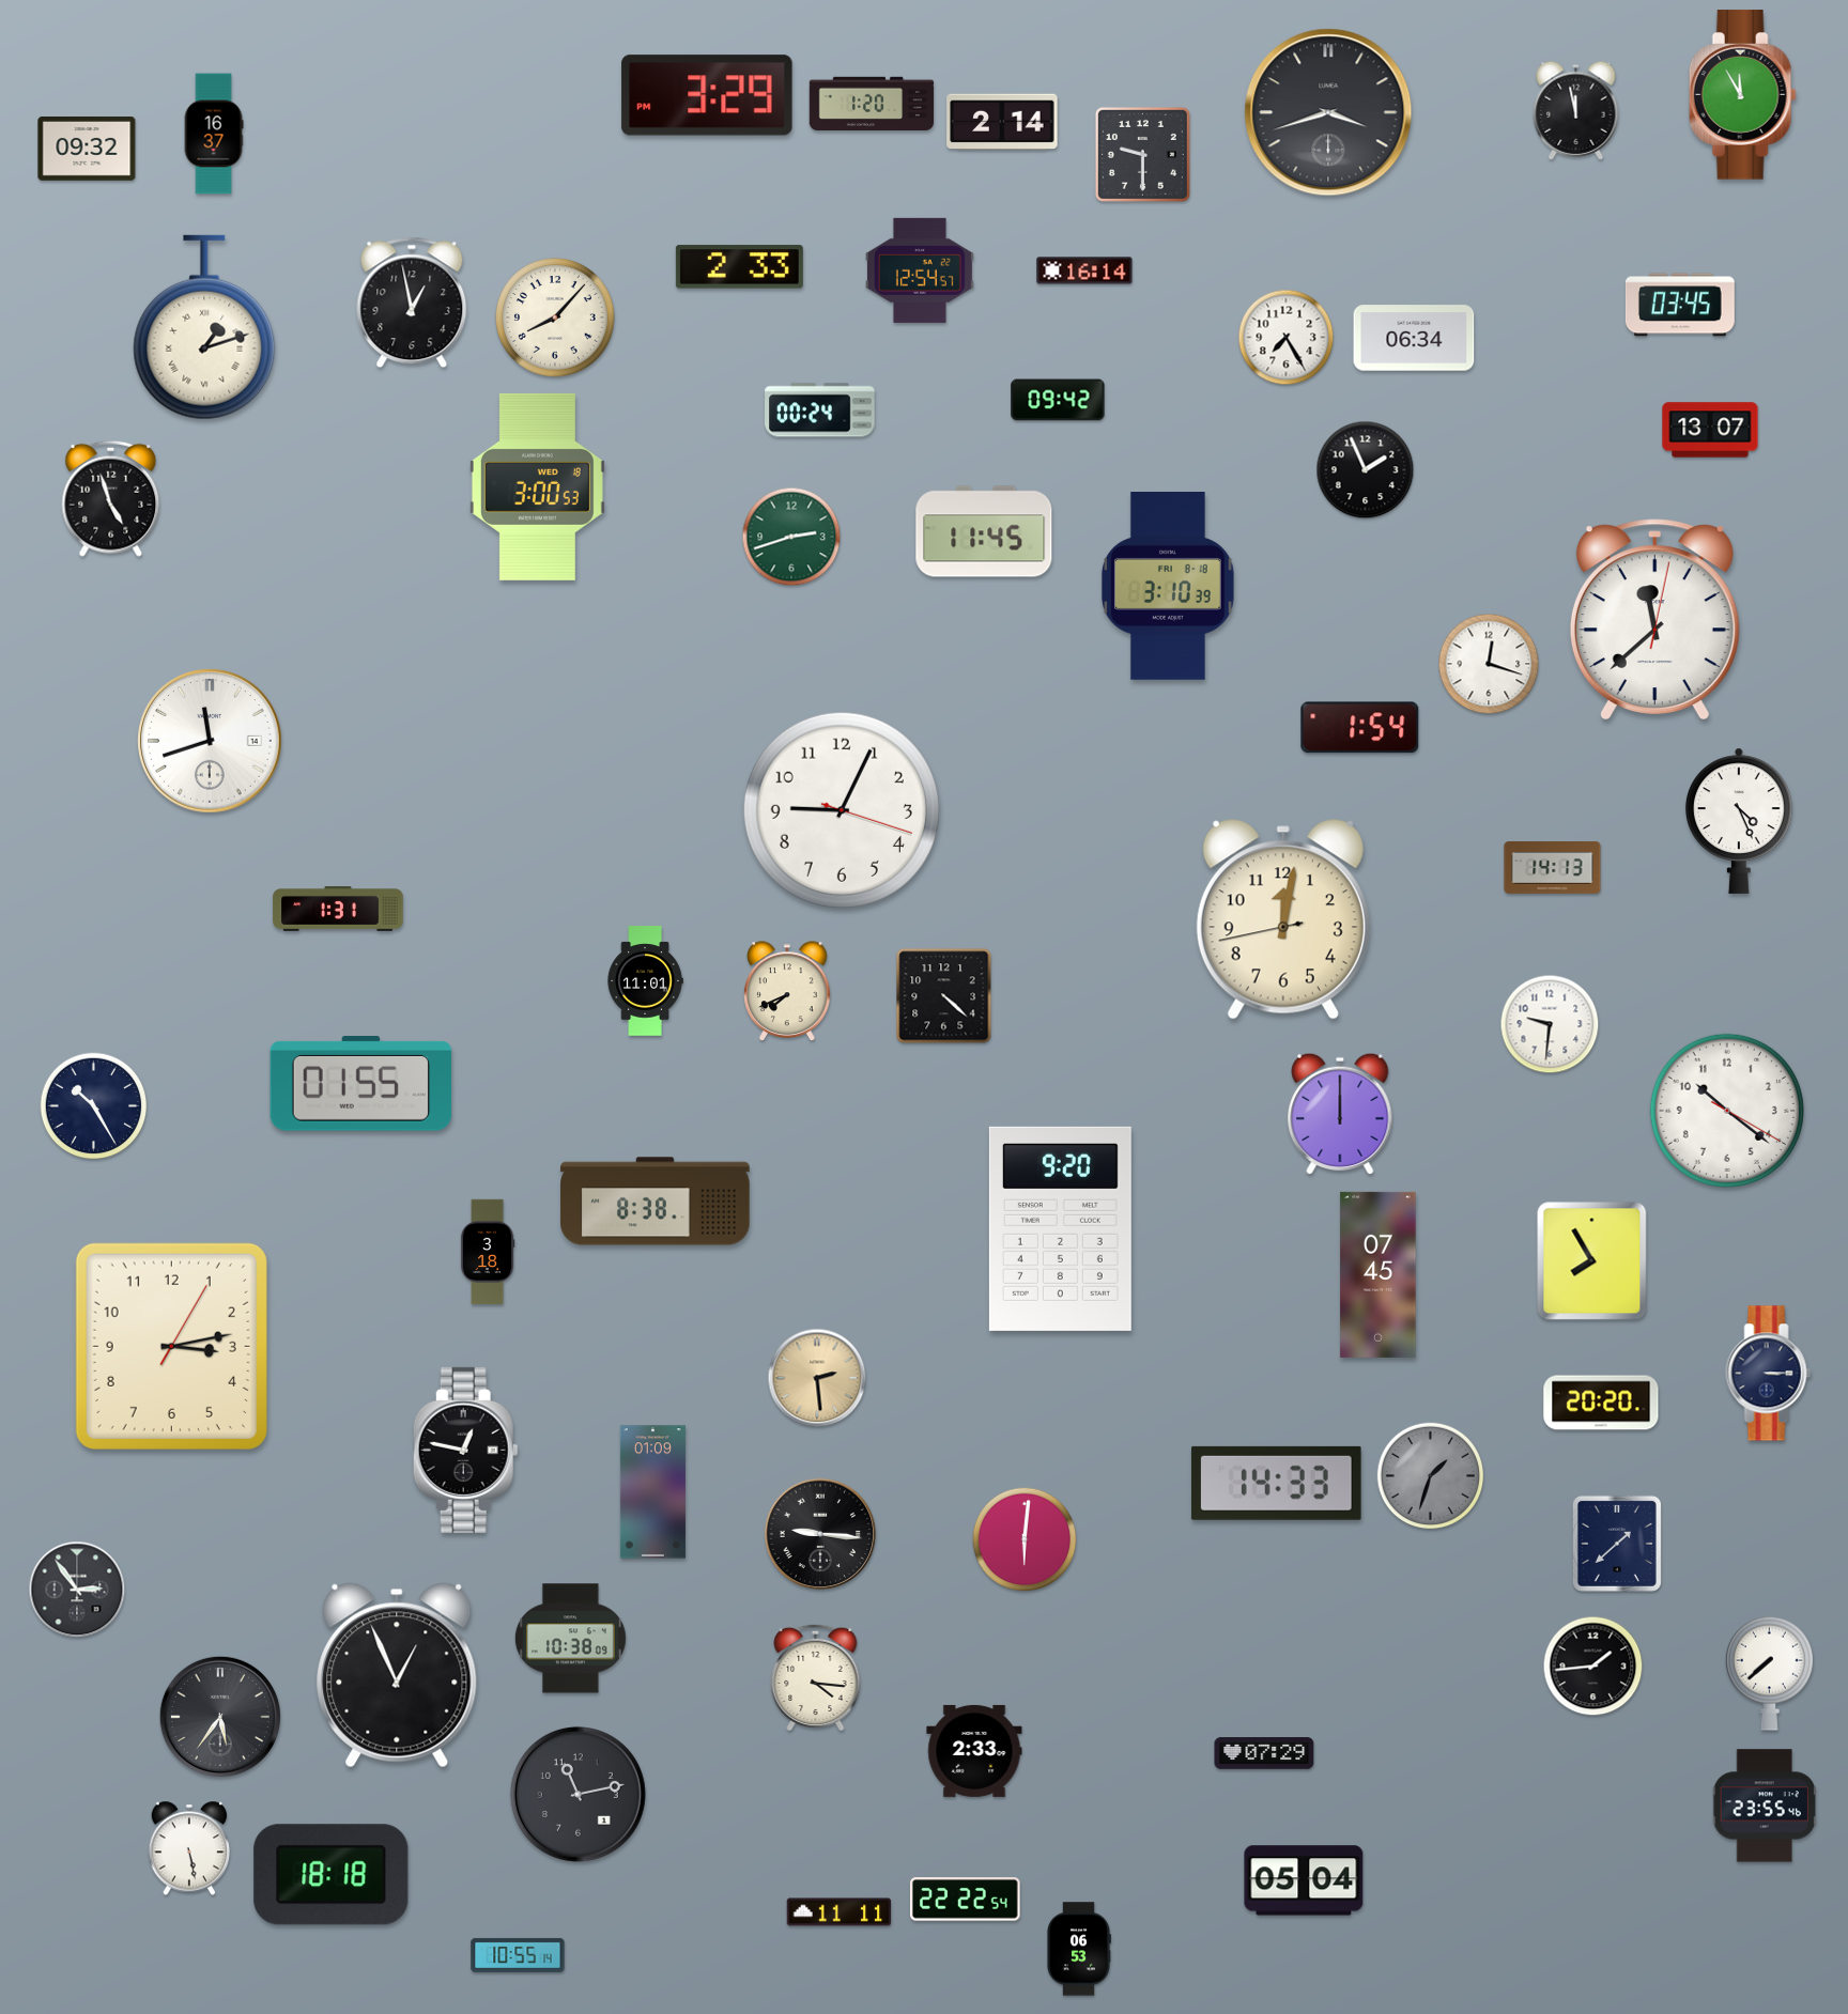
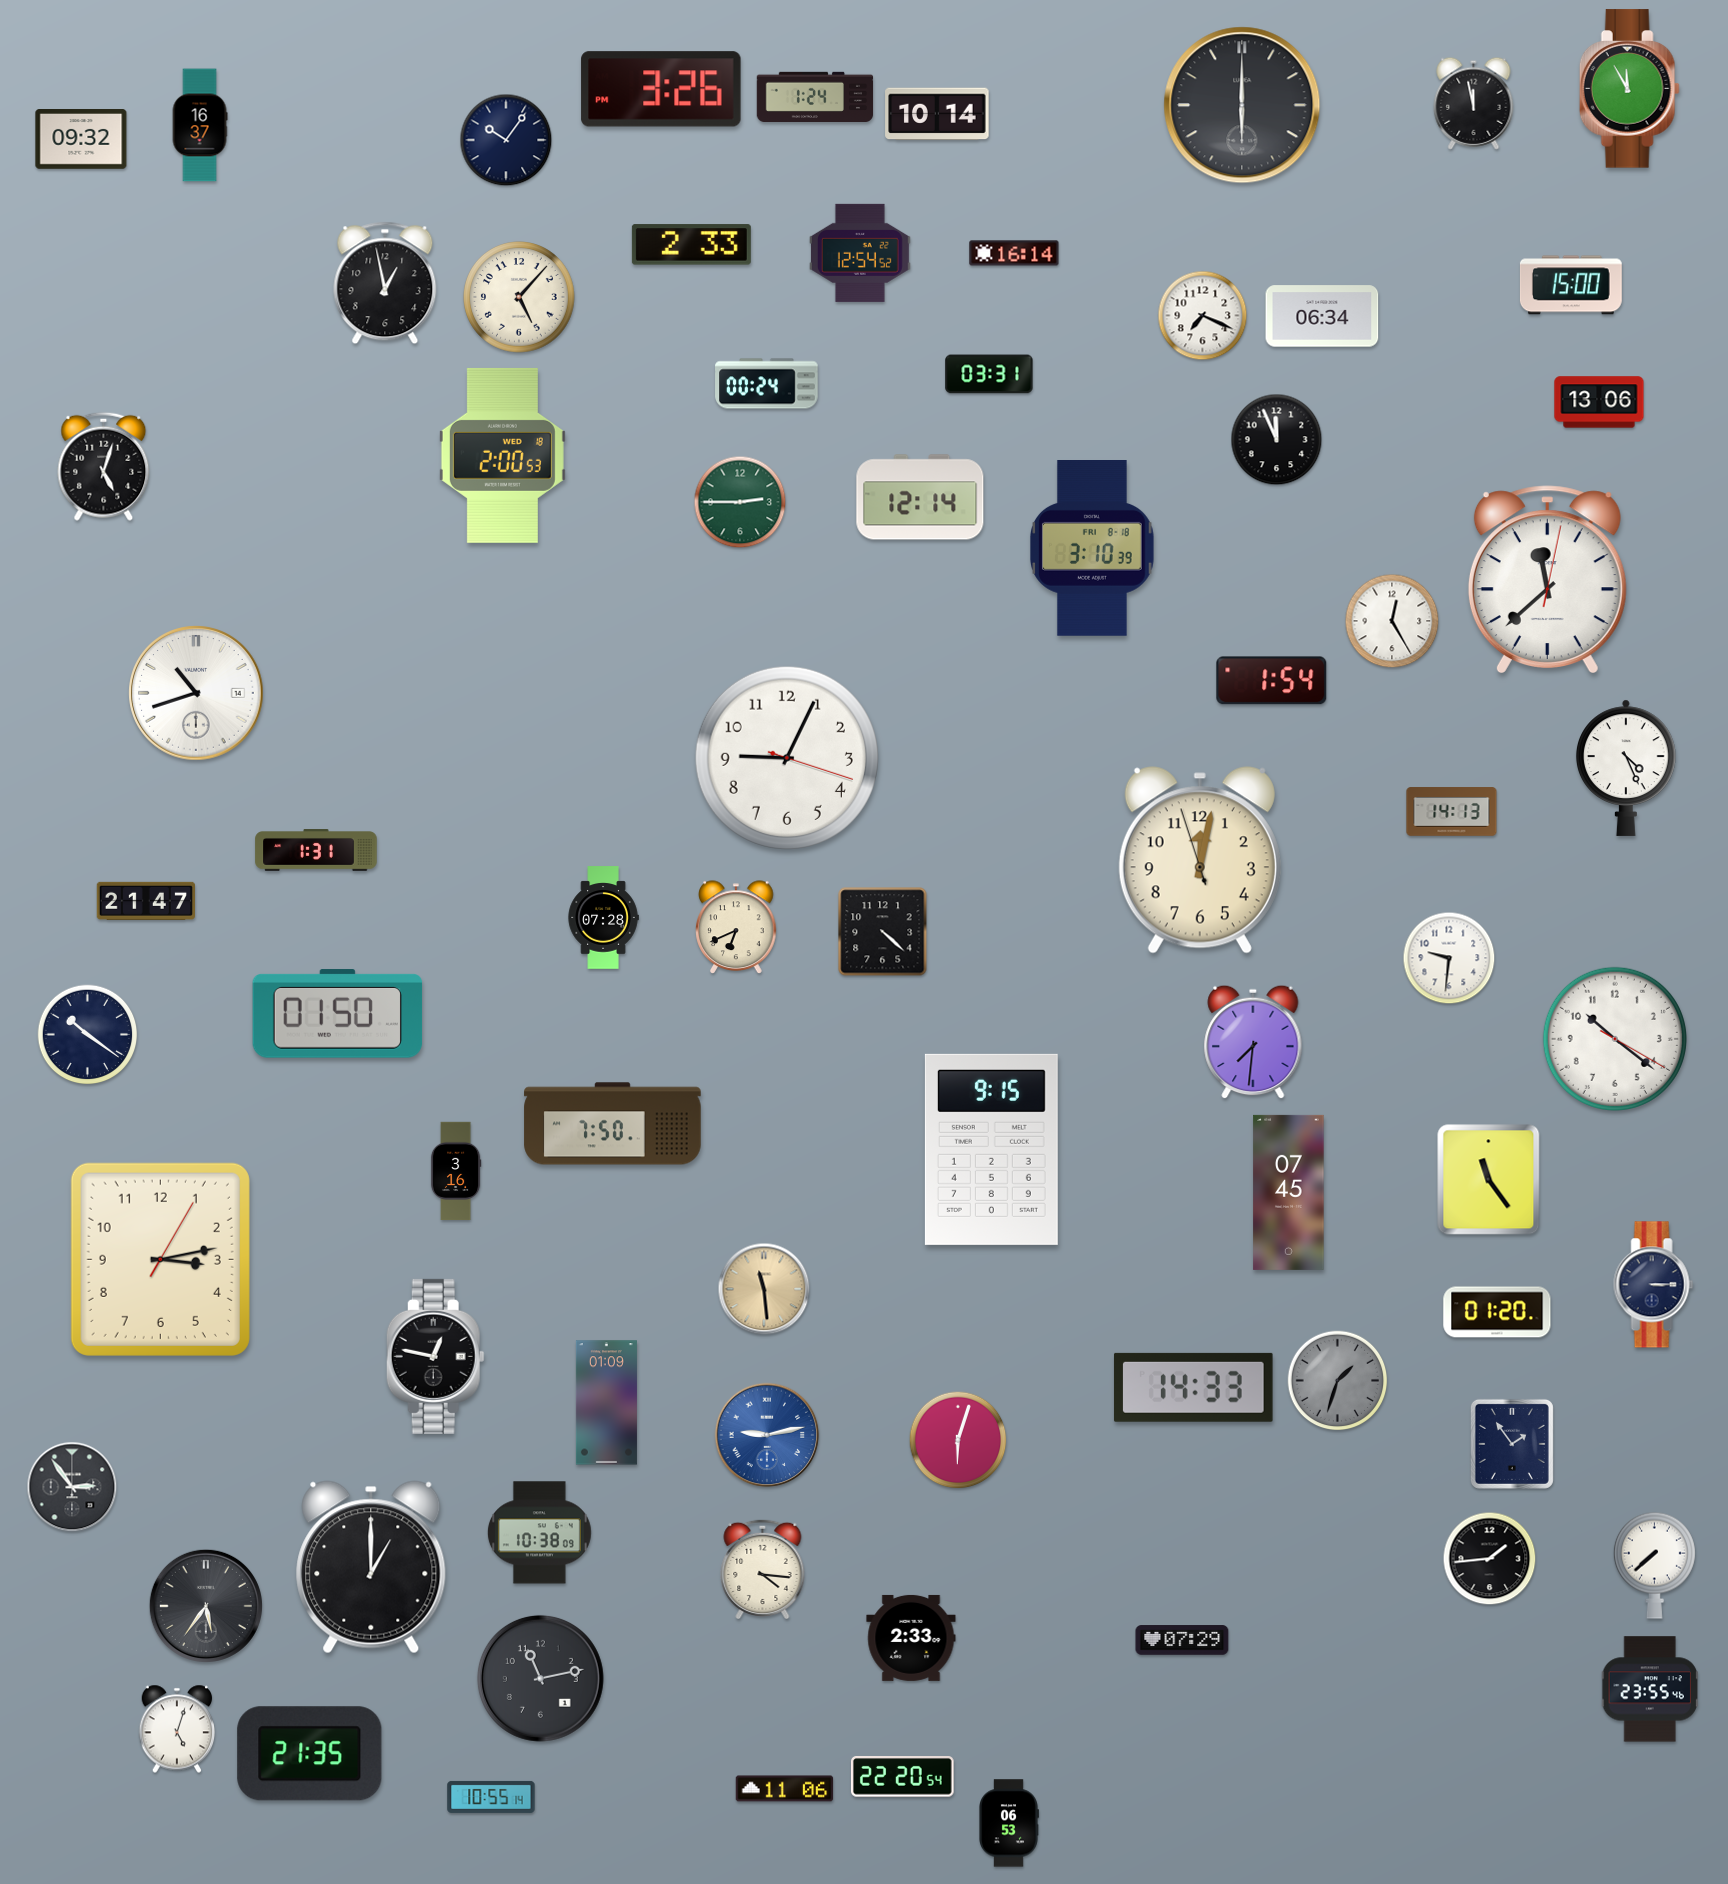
clock at (707, 95): 3:29 -> 3:26
clock at (872, 103): 1:20 -> 1:24
clock at (1328, 112): 3:42 -> 6:00
clock at (1002, 122): 2:14 -> 10:14
clock at (506, 140): none -> 10:06
clock at (1142, 154): 9:30 -> none
clock at (739, 267) position: (739, 267) -> (691, 245)
clock at (920, 270): 12:54:57 -> 12:54:52
clock at (1680, 305): 03:45 -> 15:00
clock at (556, 319): 8:07 -> 5:07
clock at (204, 327): 1:12 -> none
clock at (1287, 338): 7:25 -> 7:19
clock at (1058, 400): 09:42 -> 03:31
clock at (1710, 430): 13:07 -> 13:06
clock at (1366, 470): 1:56 -> 11:56
clock at (537, 486): 3:00 -> 2:00
clock at (111, 498): 4:57 -> 5:03
clock at (984, 531): 11:45 -> 12:14
clock at (791, 537): 2:42 -> 2:45
clock at (1489, 664): 12:18 -> 12:25
clock at (210, 741): 11:42 -> 10:42
clock at (1283, 919): 12:01:43 -> 12:01:57
clock at (145, 901): none -> 21:47
clock at (645, 981): 11:01 -> 07:28
clock at (787, 991): 7:41 -> 6:41
clock at (361, 1084): 01:55 -> 01:50
clock at (94, 1106): 10:25 -> 10:21
clock at (1340, 1114): 12:00 -> 7:31
clock at (656, 1202): 8:38 -> 7:50
clock at (1060, 1228): 9:20 -> 9:15
clock at (488, 1252): 3:18 -> 3:16
clock at (1592, 1261): 7:55 -> 11:24
clock at (817, 1378): 2:29 -> 11:29
clock at (1601, 1403): 20:20 -> 01:20
clock at (652, 1492) position: (652, 1492) -> (606, 1403)
clock at (820, 1534): 9:16 -> 9:13
clock at (820, 1534) dial: black -> blue
clock at (1025, 1539): 6:01 -> 6:03
clock at (1617, 1544): 1:38 -> 1:54
clock at (570, 1639) position: (570, 1639) -> (539, 1533)
clock at (397, 1675): 12:56 -> 1:00
clock at (189, 1848): 5:28 -> 5:03
clock at (332, 1875): 18:18 -> 21:35
clock at (1304, 1880): 05:04 -> none
clock at (965, 1900): 22:22 -> 22:20
clock at (840, 1912): 11:11 -> 11:06
clock at (518, 1955) position: (518, 1955) -> (491, 1797)
